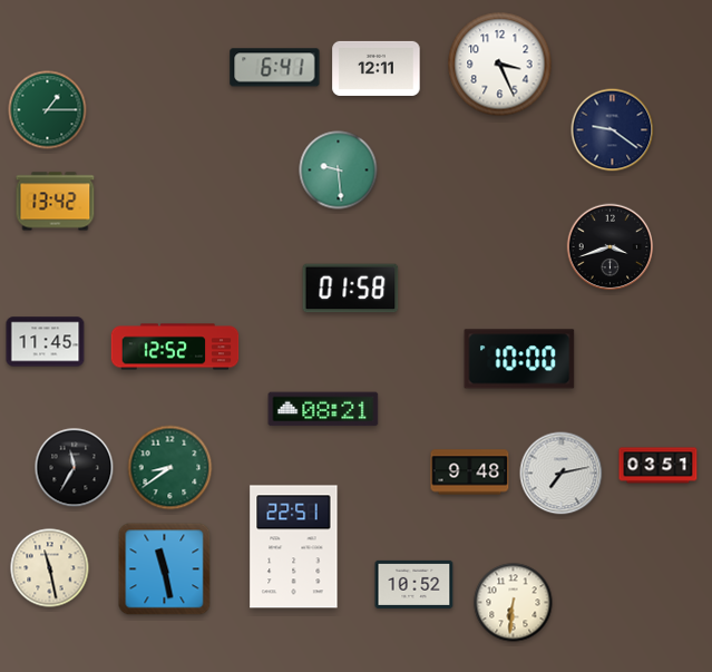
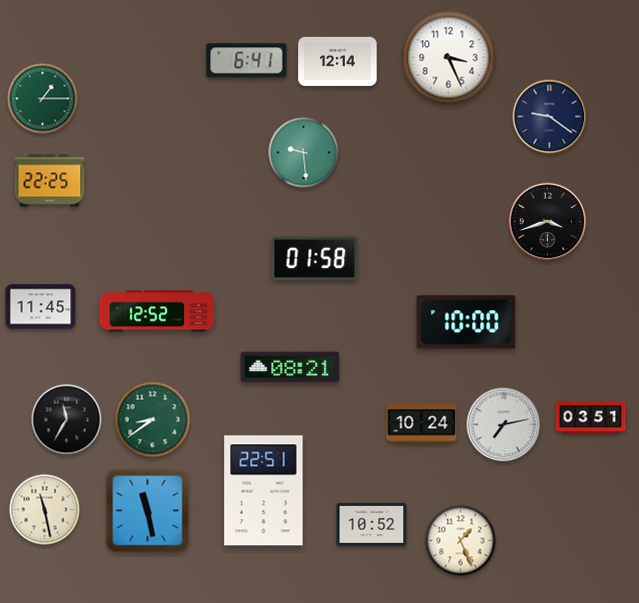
clock at (377, 68): 12:11 -> 12:14
clock at (56, 202): 13:42 -> 22:25
clock at (470, 473): 9:48 -> 10:24
clock at (514, 603): 6:31 -> 1:26
